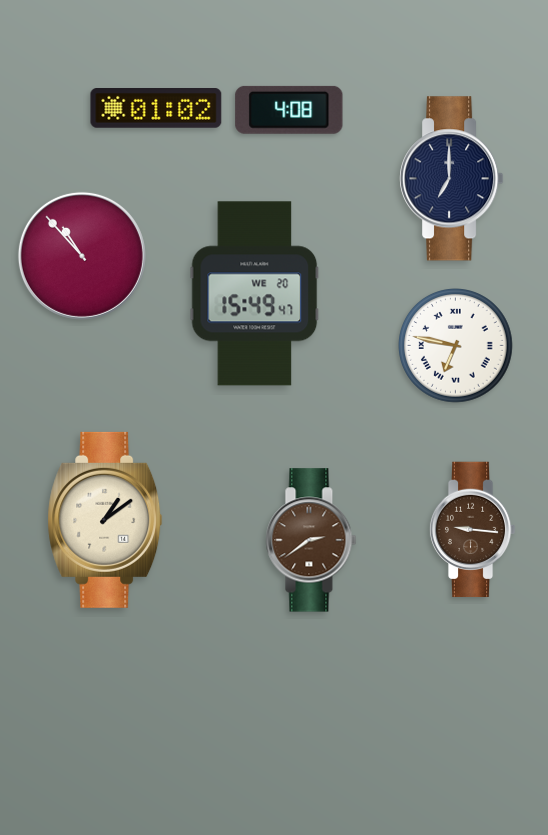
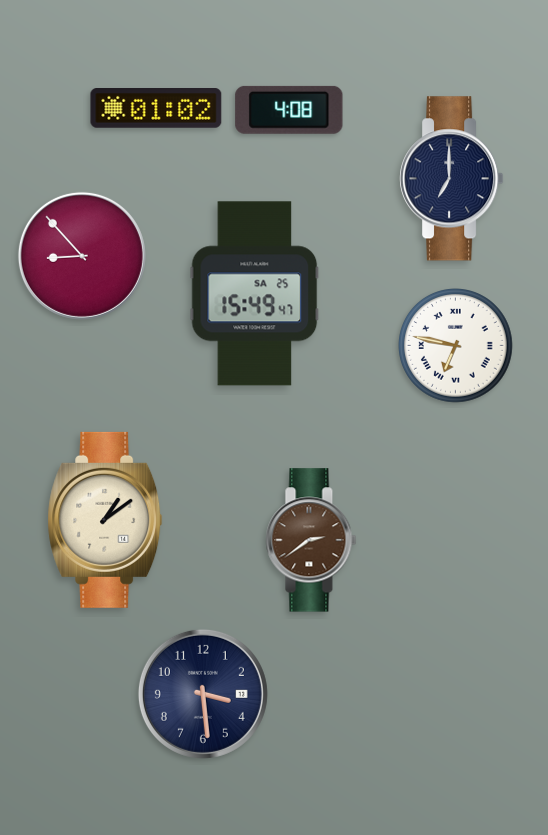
clock at (82, 256): 10:53 -> 8:53
clock at (255, 294) date: WE 20 -> SA 25
clock at (472, 530): 9:16 -> none
clock at (203, 694): none -> 3:29
